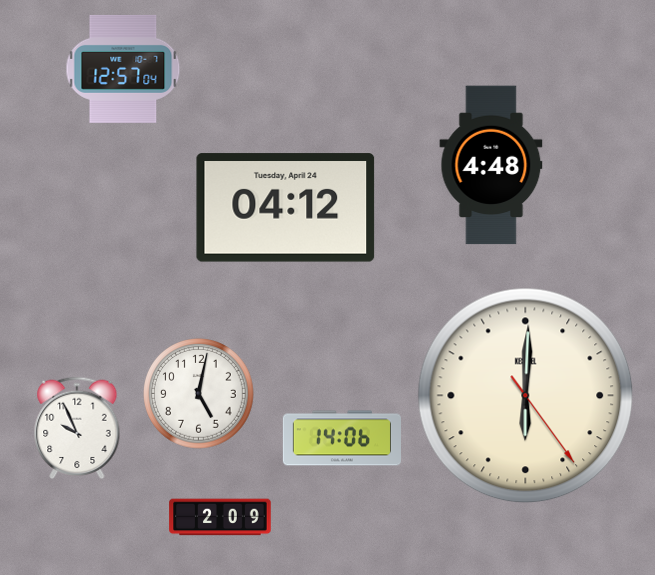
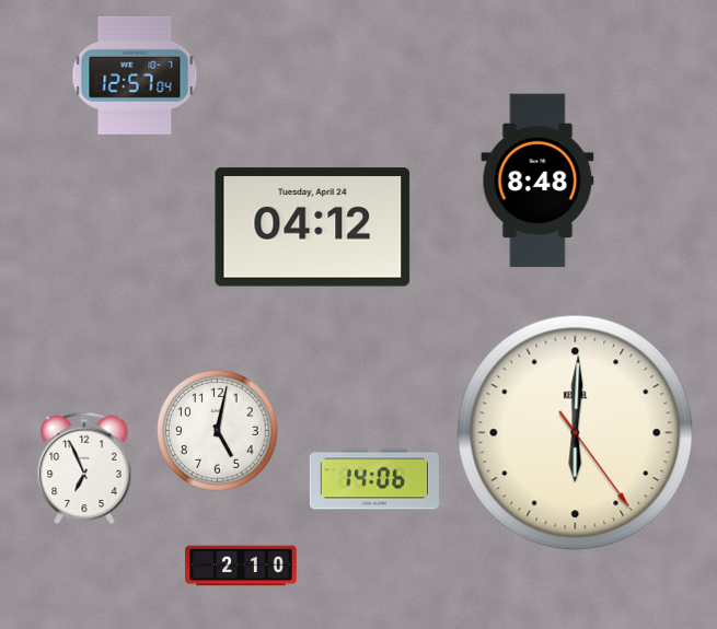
clock at (491, 165): 4:48 -> 8:48
clock at (77, 428): 9:56 -> 6:56
clock at (220, 517): 2:09 -> 2:10
